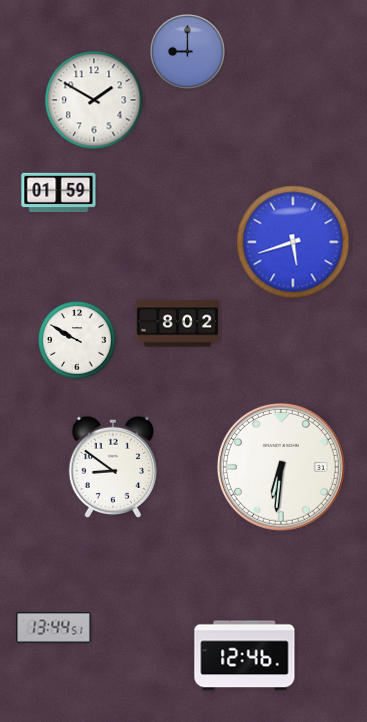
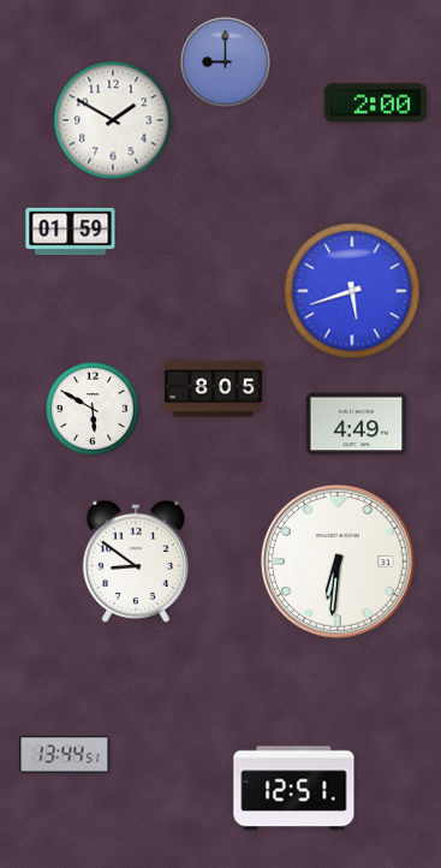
clock at (376, 103): none -> 2:00
clock at (178, 324): 8:02 -> 8:05
clock at (77, 340): 9:50 -> 5:50
clock at (357, 424): none -> 4:49
clock at (245, 656): 12:46 -> 12:51
